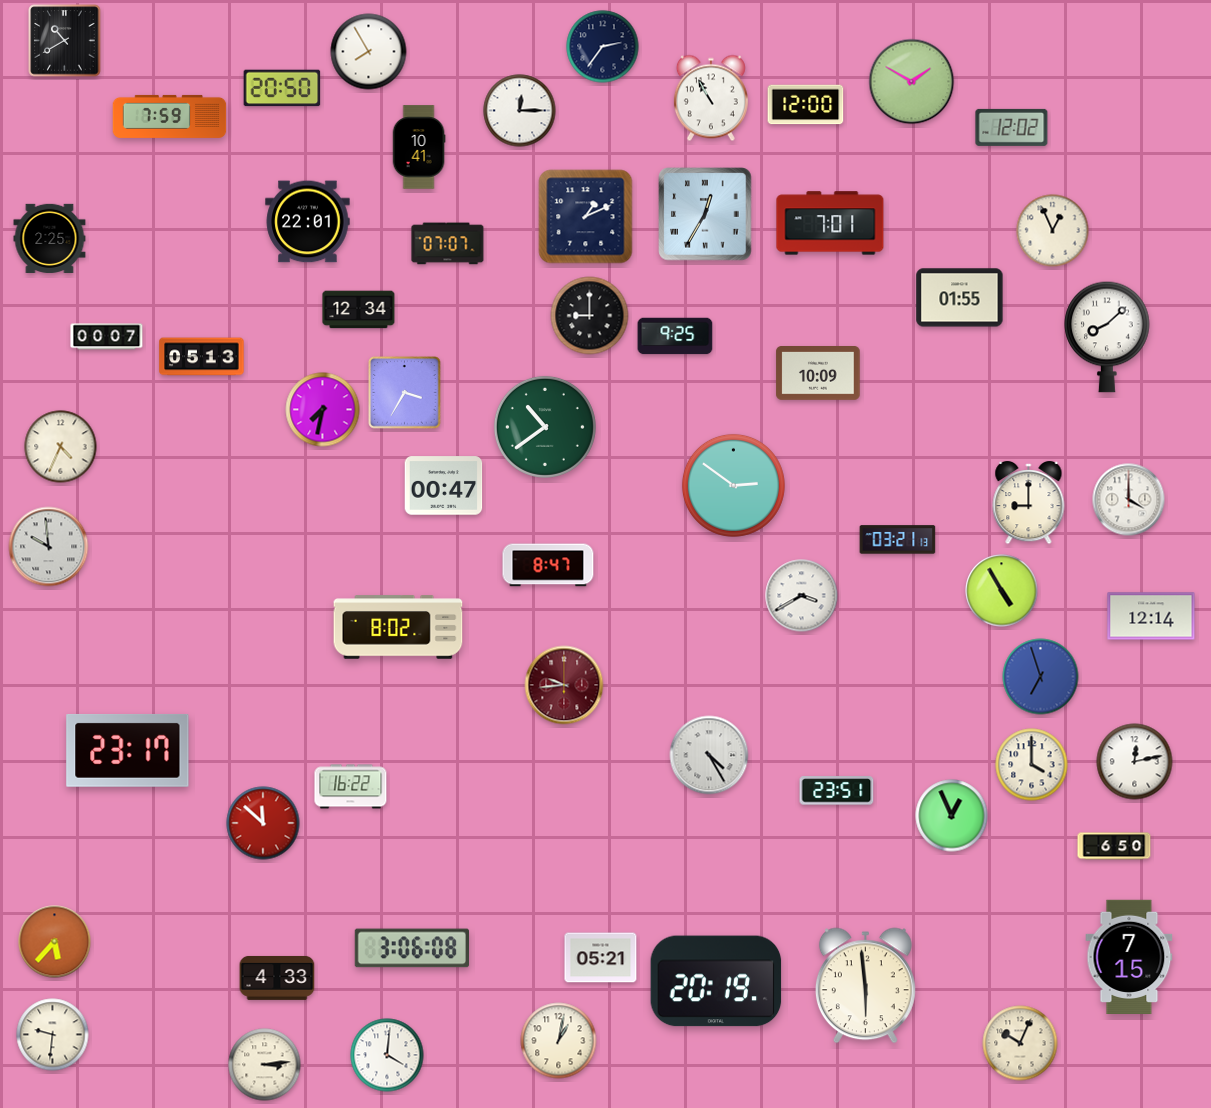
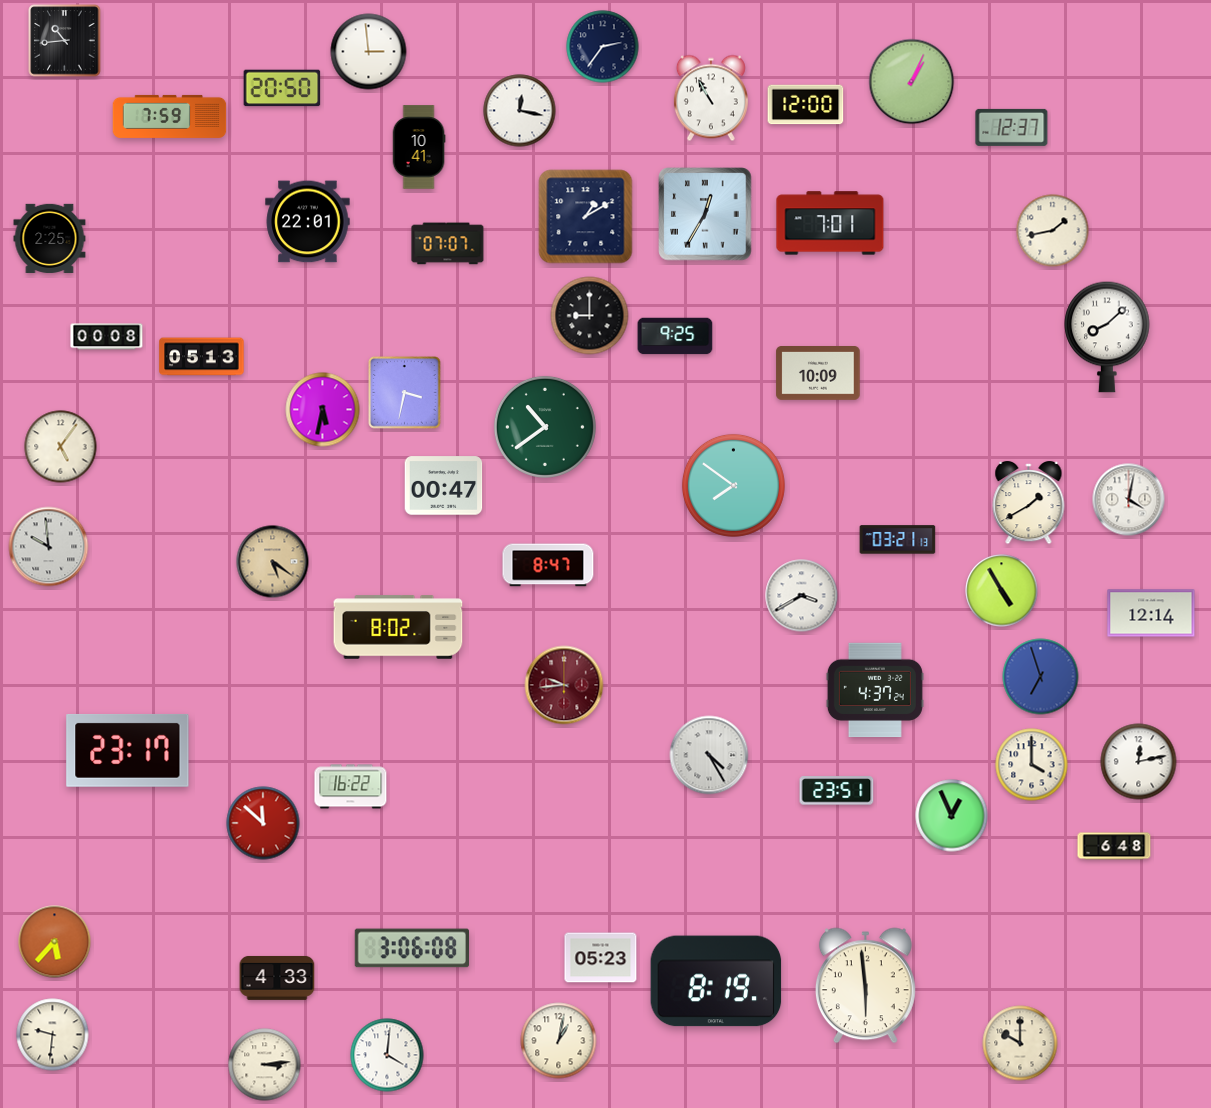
clock at (65, 41): 10:40 -> 10:44
clock at (369, 52): 7:55 -> 2:59
clock at (912, 82): 1:50 -> 1:04
clock at (520, 111): 12:15 -> 12:17
clock at (1012, 127): 12:02 -> 12:37
clock at (586, 217): 1:11 -> 1:10
clock at (1053, 231): 12:56 -> 1:43
clock at (960, 298): 01:55 -> none
clock at (359, 310): 12:34 -> none
clock at (107, 337): 00:07 -> 00:08
clock at (405, 393): 3:35 -> 3:32
clock at (323, 410): 7:32 -> 5:32
clock at (61, 447): 4:34 -> 5:06
clock at (733, 485): 2:51 -> 7:51
clock at (1129, 500): 4:00 -> 4:02
clock at (1029, 503): 9:00 -> 1:40
clock at (273, 562): none -> 5:21
clock at (1151, 616) position: (1151, 616) -> (1151, 613)
clock at (875, 690): none -> 4:37
clock at (1135, 762) position: (1135, 762) -> (1139, 762)
clock at (1114, 846): 6:50 -> 6:48
clock at (1129, 957): 7:15 -> none
clock at (601, 958): 05:21 -> 05:23
clock at (716, 981): 20:19 -> 8:19
clock at (1020, 1043): 10:04 -> 10:00
